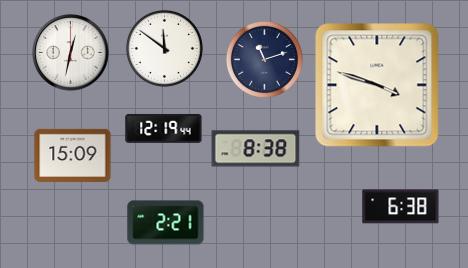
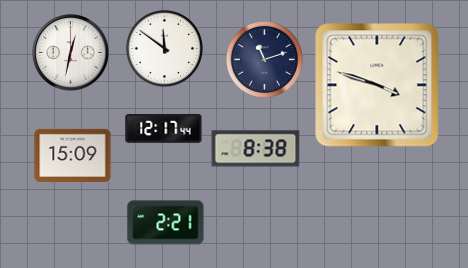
clock at (164, 128): 12:19 -> 12:17
clock at (401, 207): 6:38 -> none
